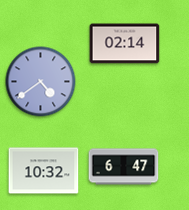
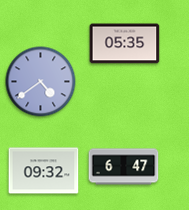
clock at (125, 44): 02:14 -> 05:35
clock at (44, 171): 10:32 -> 09:32
